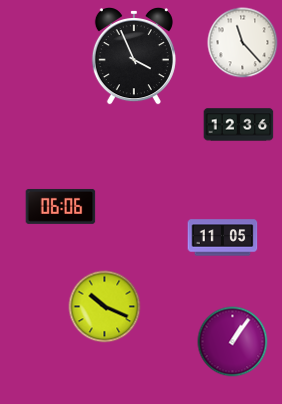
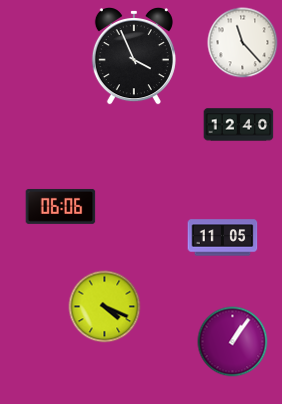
clock at (239, 125): 12:36 -> 12:40
clock at (105, 307): 10:19 -> 4:19
